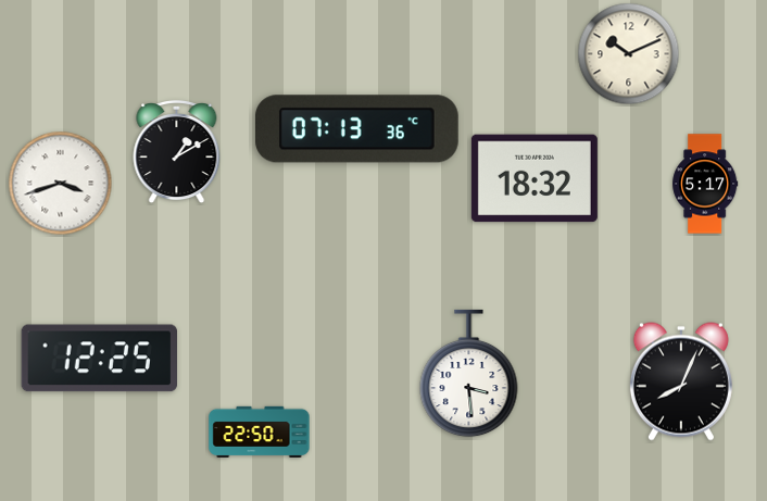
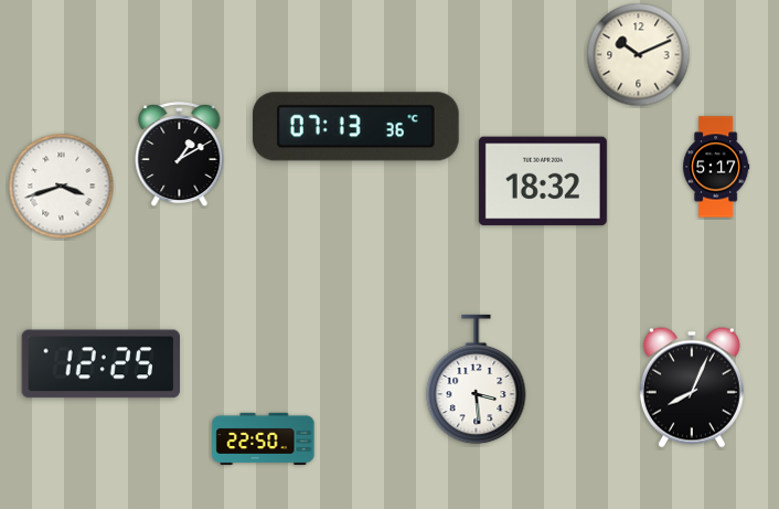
clock at (356, 129) position: (356, 129) -> (355, 127)
clock at (705, 184) position: (705, 184) -> (716, 167)
